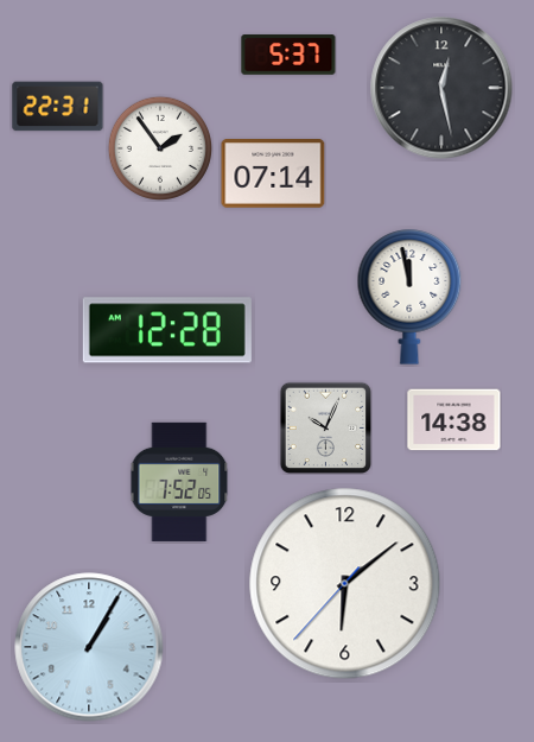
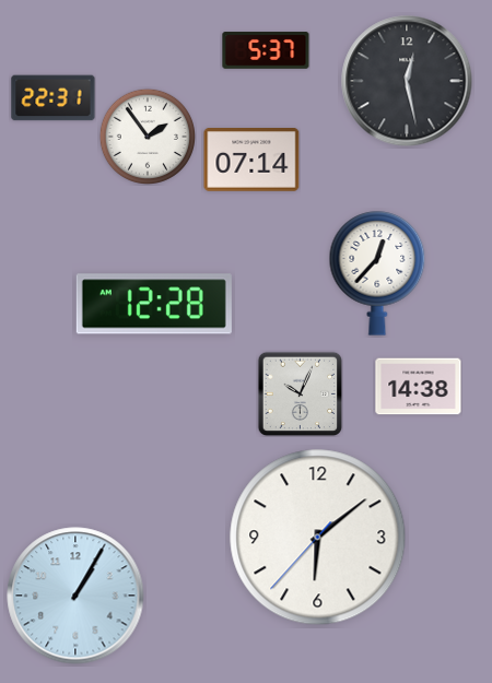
clock at (409, 297): 11:58 -> 12:37
clock at (179, 482): 7:52 -> none
clock at (89, 647) position: (89, 647) -> (75, 596)
